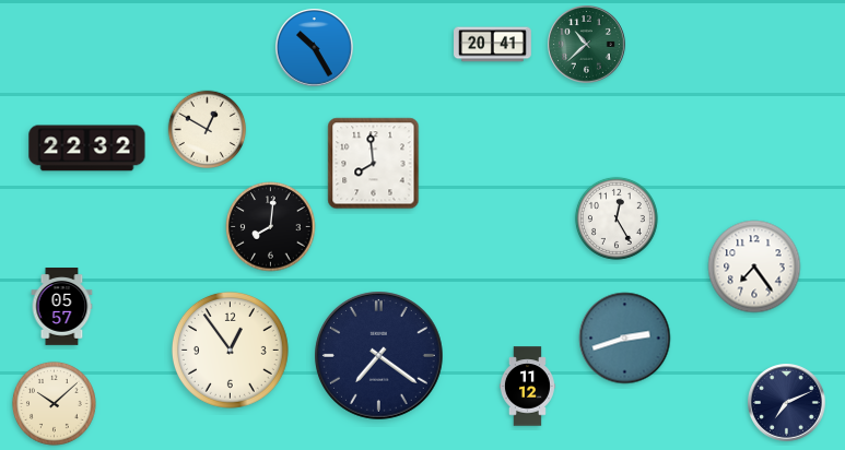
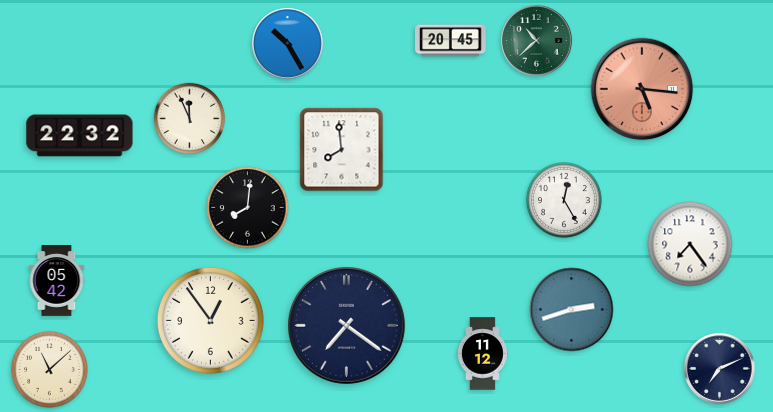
clock at (493, 45): 20:41 -> 20:45
clock at (642, 89): none -> 5:16
clock at (208, 130): 12:50 -> 11:56
clock at (62, 307): 05:57 -> 05:42
clock at (54, 403): 10:08 -> 11:08
